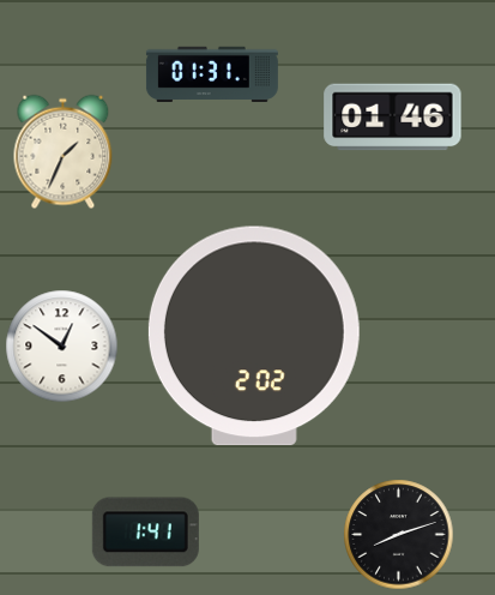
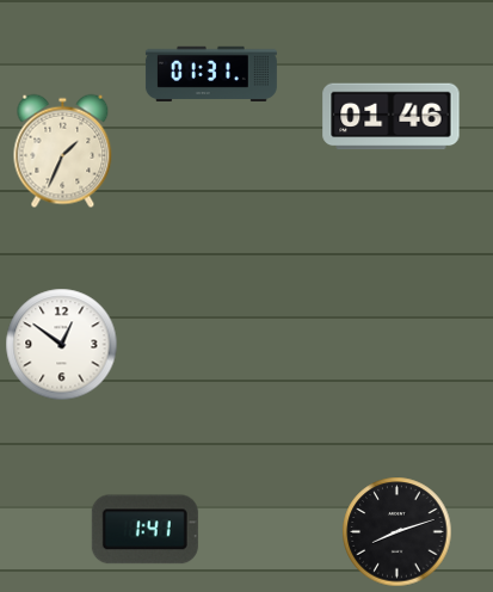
clock at (254, 336): 2:02 -> none
